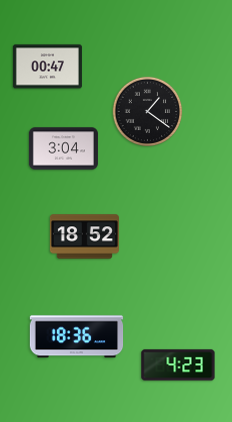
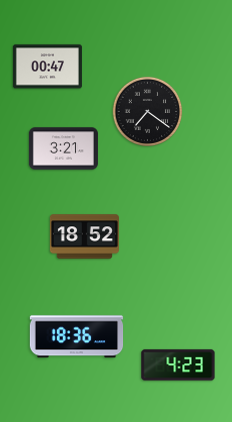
clock at (148, 112): 1:21 -> 7:21
clock at (63, 149): 3:04 -> 3:21
